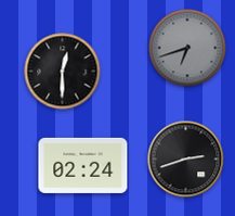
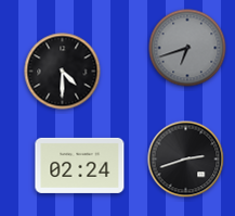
clock at (63, 72): 12:30 -> 4:30
clock at (83, 165) position: (83, 165) -> (80, 165)
